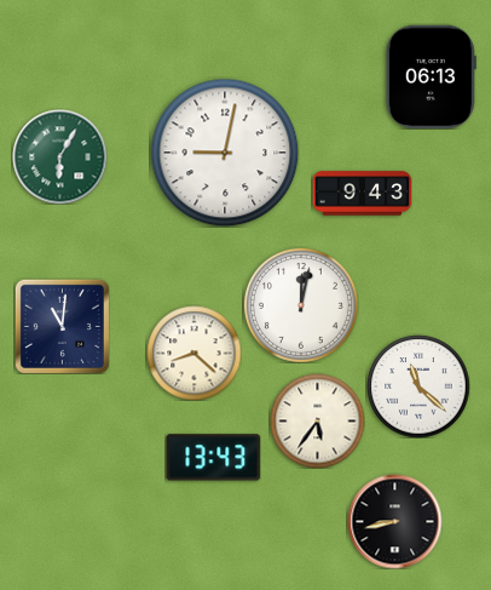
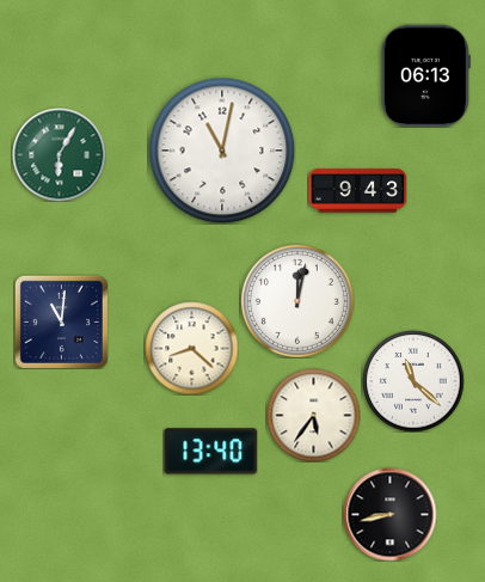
clock at (225, 153): 9:02 -> 11:02
clock at (213, 458): 13:43 -> 13:40
